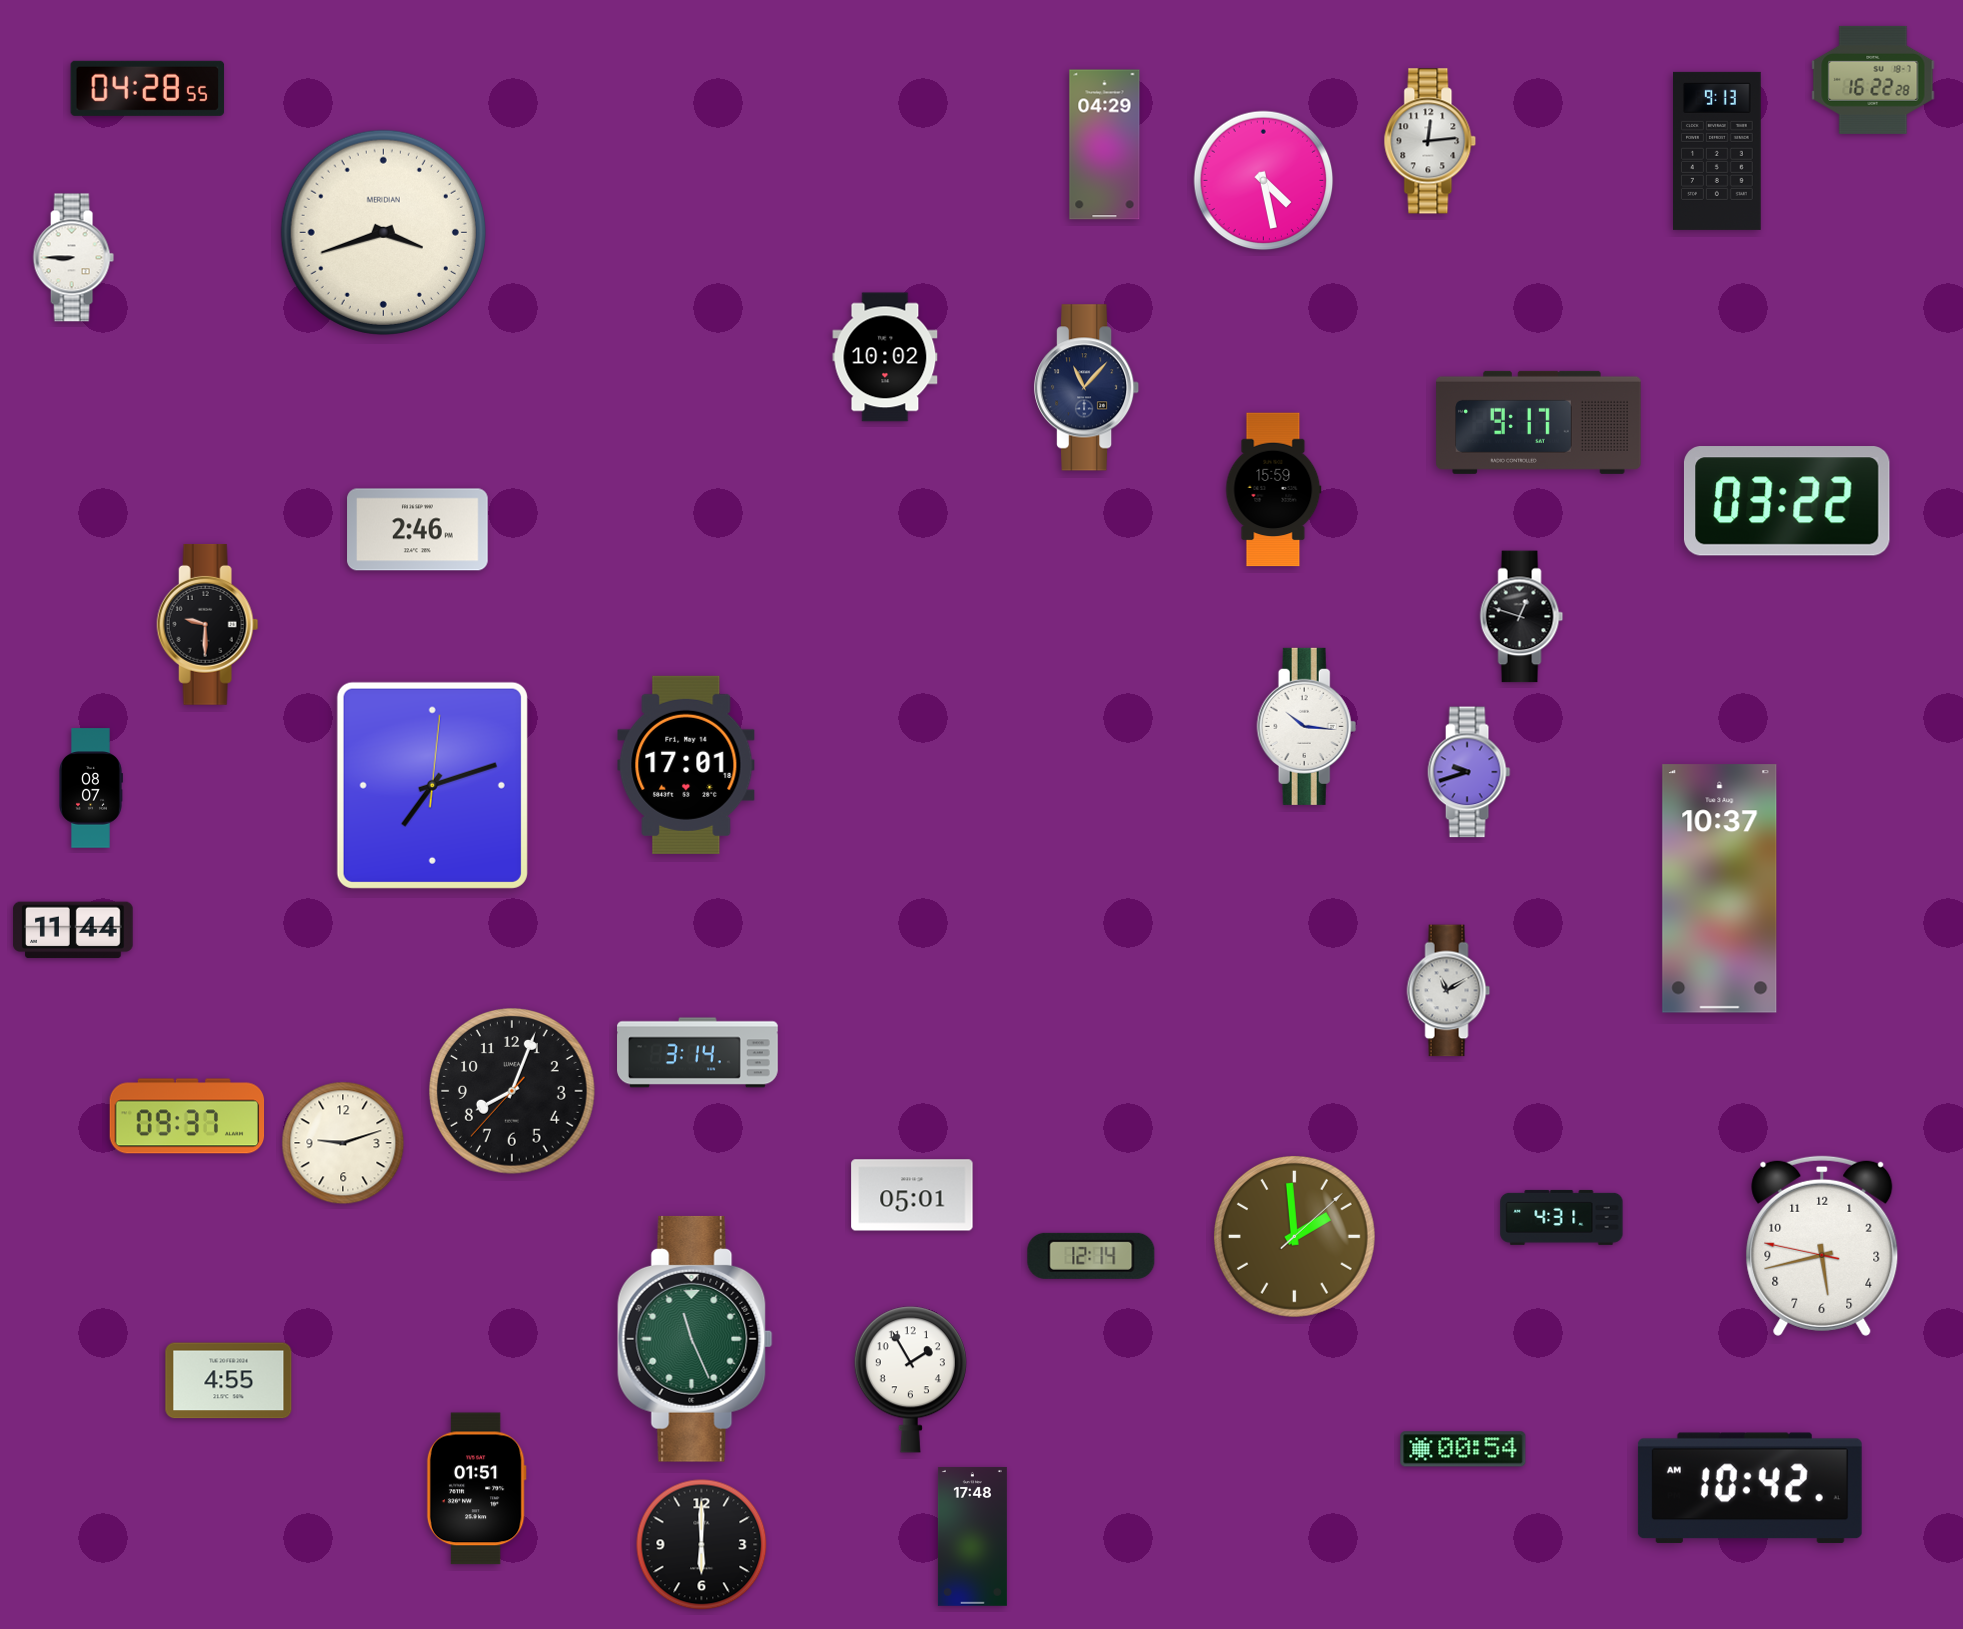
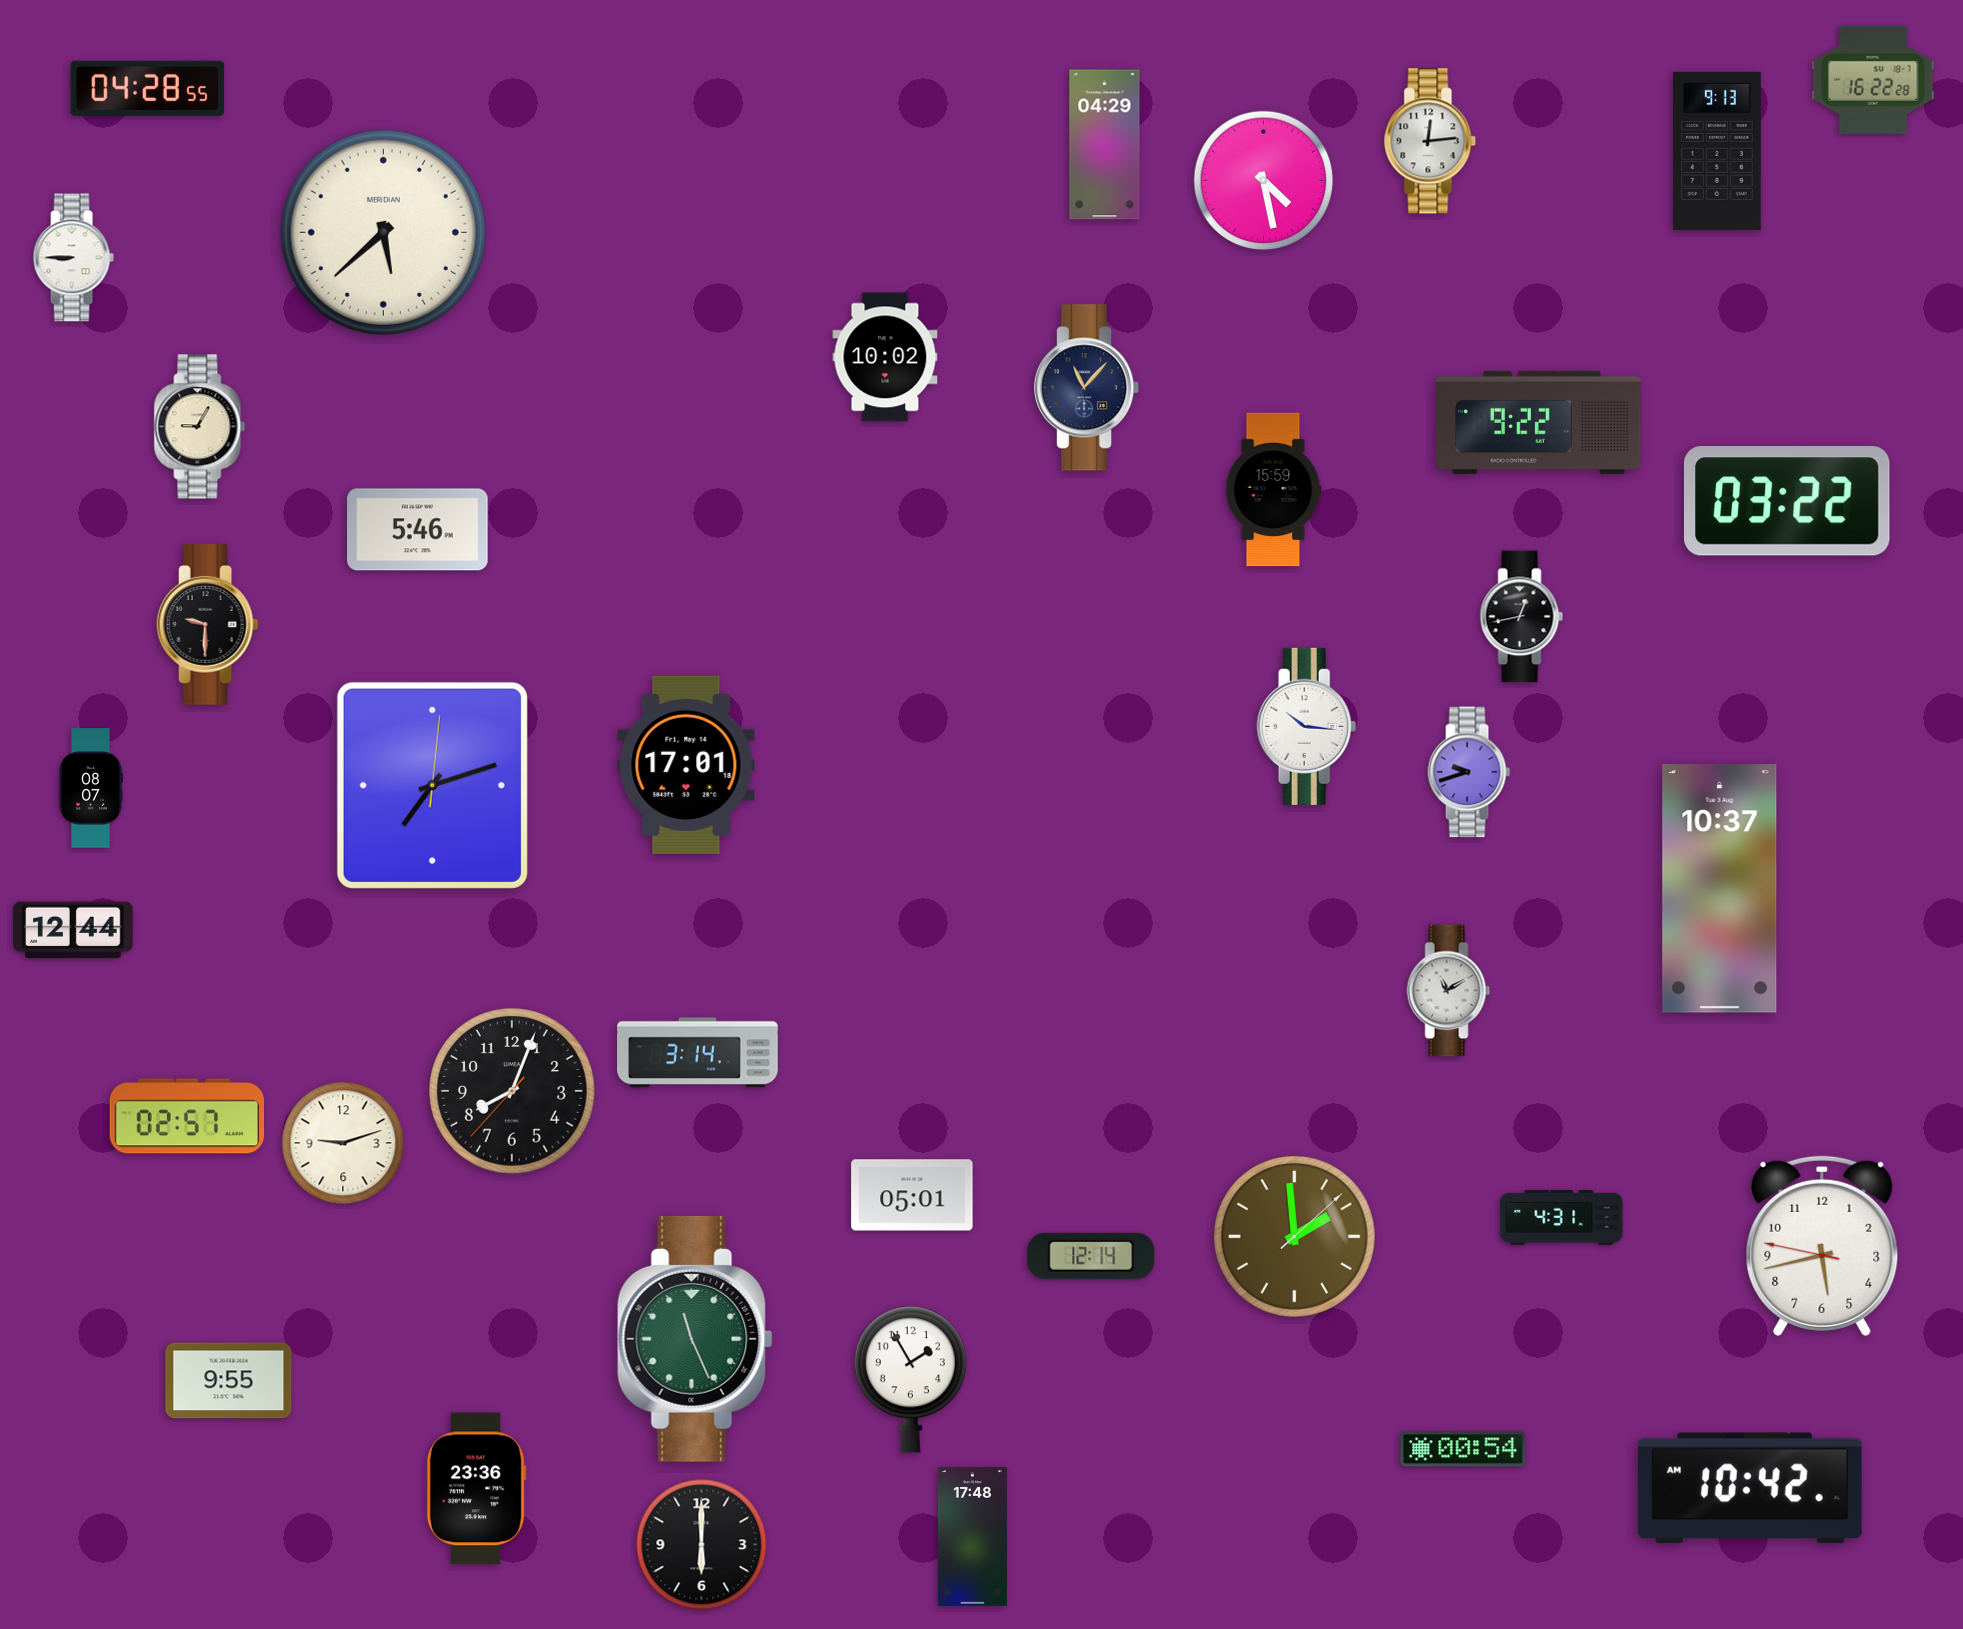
clock at (383, 232): 3:42 -> 5:38
clock at (1539, 422): 9:17 -> 9:22
clock at (200, 427): none -> 9:05
clock at (418, 530): 2:46 -> 5:46
clock at (1522, 617): 12:48 -> 12:43
clock at (73, 930): 11:44 -> 12:44
clock at (187, 1116): 09:37 -> 02:57
clock at (229, 1381): 4:55 -> 9:55
clock at (476, 1489): 01:51 -> 23:36
